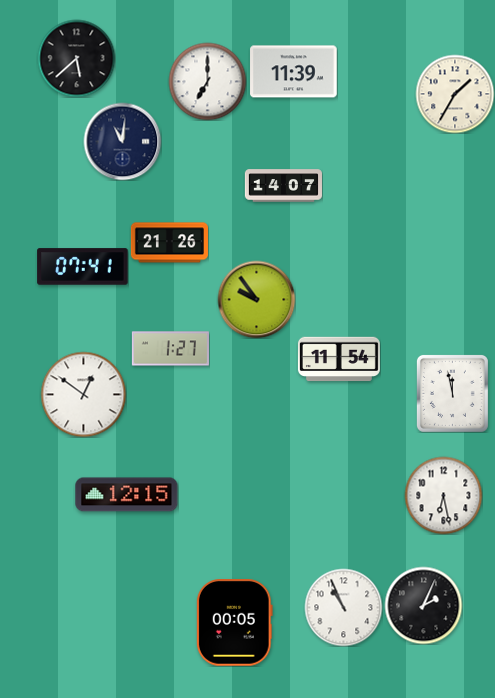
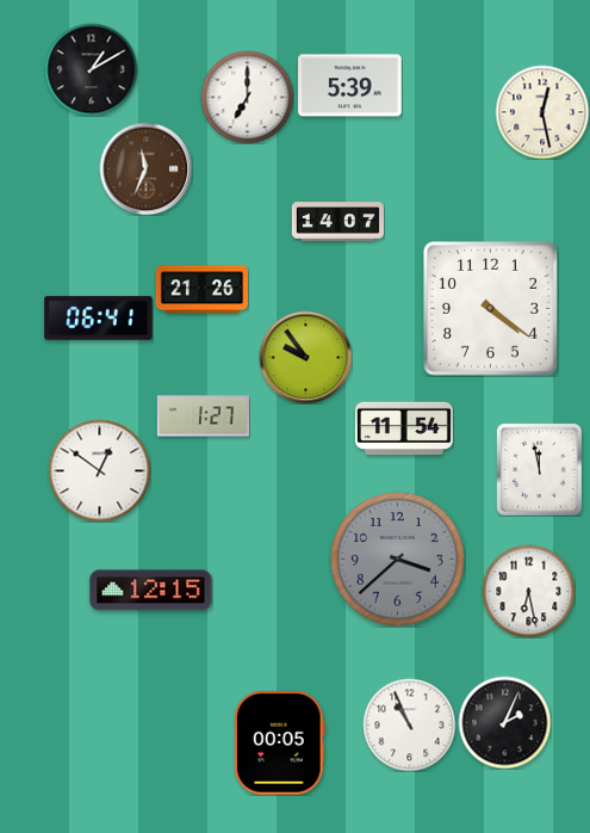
clock at (76, 58): 5:38 -> 1:10
clock at (294, 72): 11:39 -> 5:39
clock at (455, 94): 1:35 -> 12:28
clock at (122, 141): 11:01 -> 11:34
clock at (122, 141) dial: navy -> brown
clock at (491, 309): none -> 4:21
clock at (83, 267): 07:41 -> 06:41
clock at (398, 560): none -> 3:38
